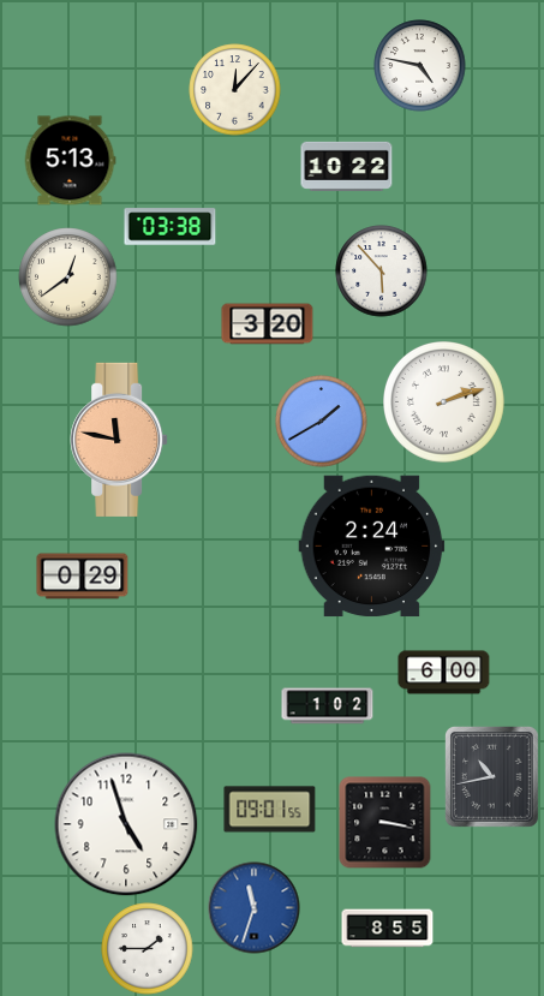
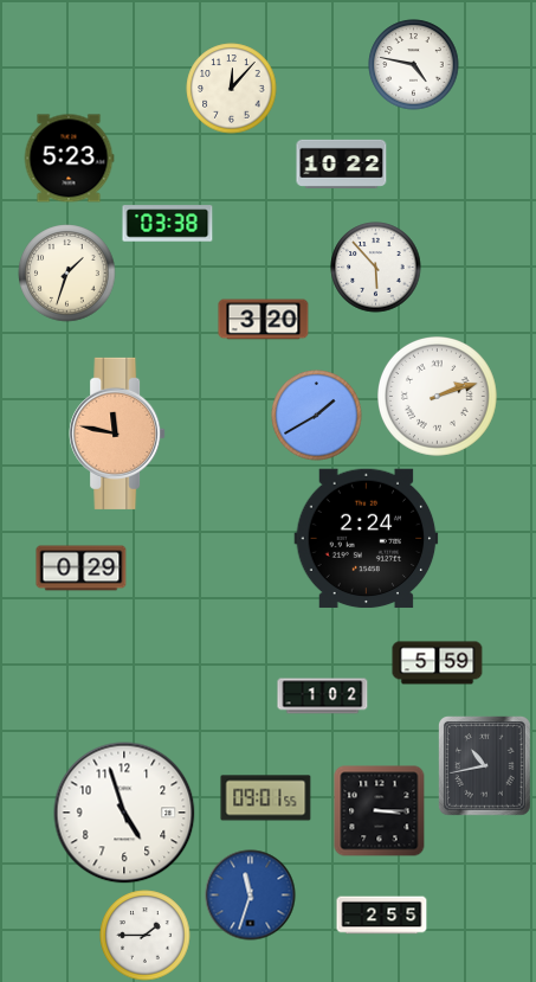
clock at (70, 161): 5:13 -> 5:23
clock at (68, 278): 12:39 -> 1:33
clock at (444, 673): 6:00 -> 5:59
clock at (385, 823): 3:17 -> 3:15
clock at (388, 929): 8:55 -> 2:55
